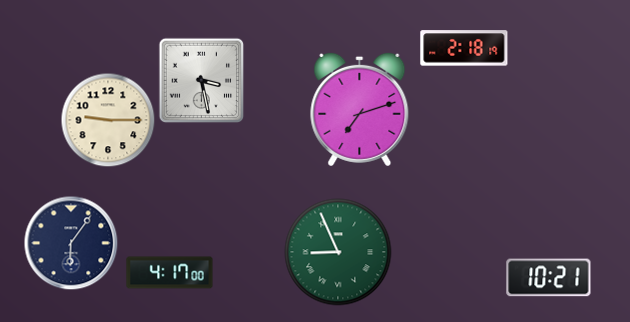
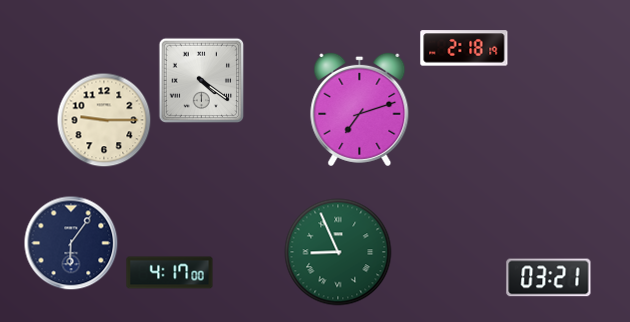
clock at (201, 80): 3:28 -> 4:21
clock at (108, 120) position: (108, 120) -> (104, 120)
clock at (549, 278): 10:21 -> 03:21
